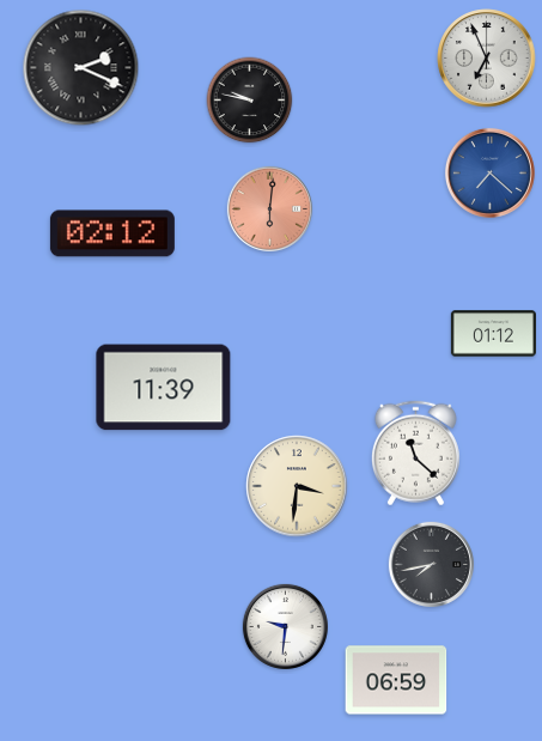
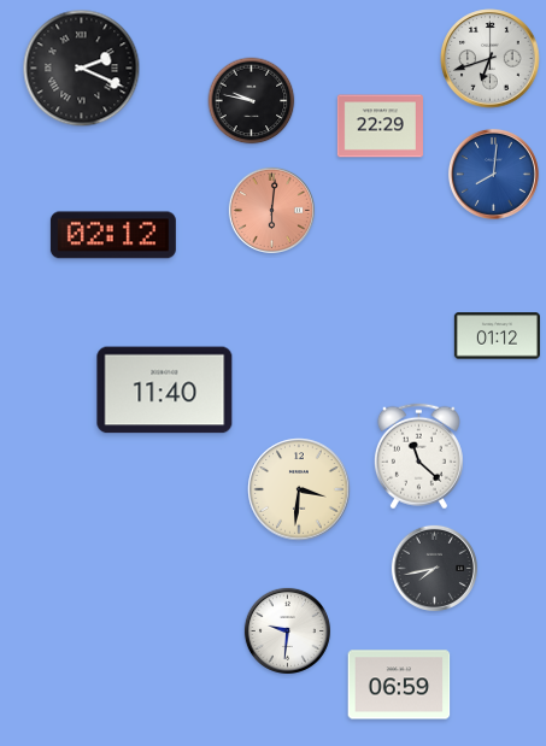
clock at (487, 59): 6:56 -> 6:42
clock at (380, 127): none -> 22:29
clock at (489, 172): 7:22 -> 8:01
clock at (164, 388): 11:39 -> 11:40
